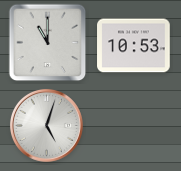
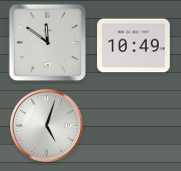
clock at (48, 43): 11:00 -> 11:51
clock at (134, 46): 10:53 -> 10:49
